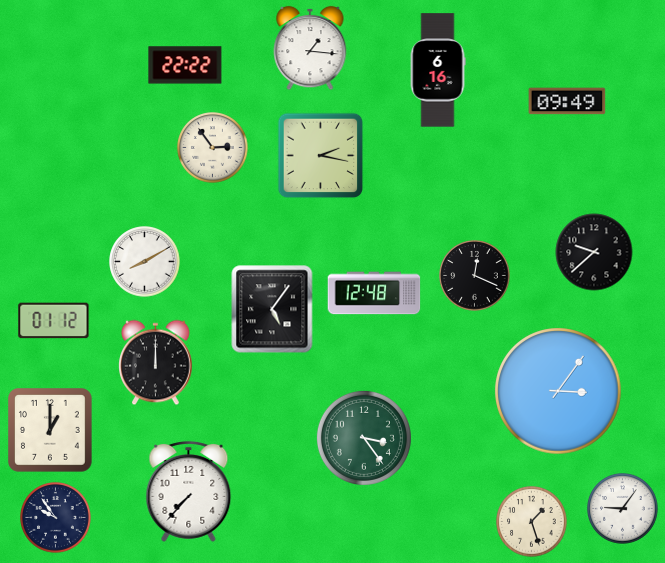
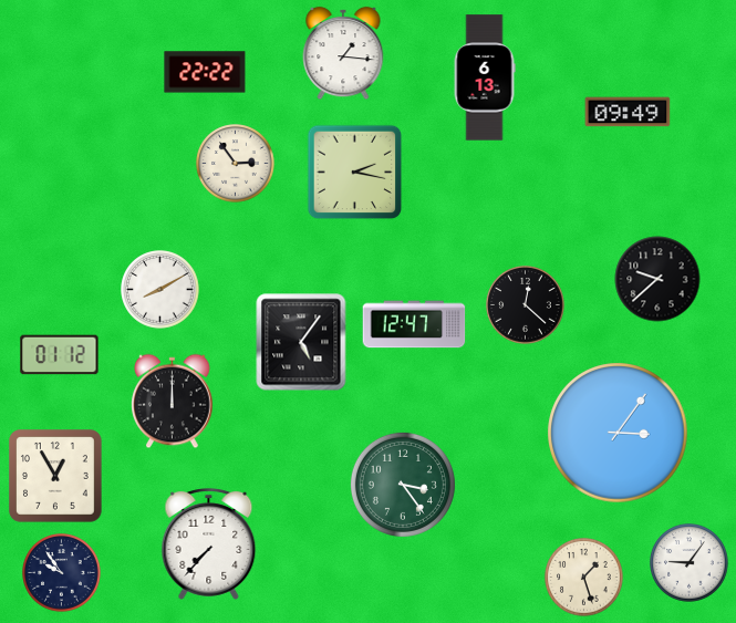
clock at (438, 70): 6:16 -> 6:13
clock at (475, 276): 12:19 -> 12:22
clock at (374, 293): 12:48 -> 12:47
clock at (51, 431): 1:00 -> 12:55
clock at (532, 522) position: (532, 522) -> (584, 578)
